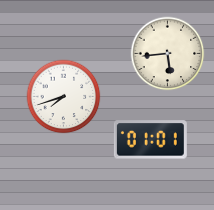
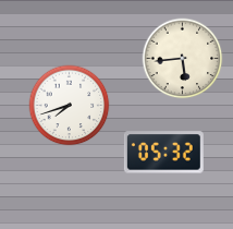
clock at (150, 140): 01:01 -> 05:32
